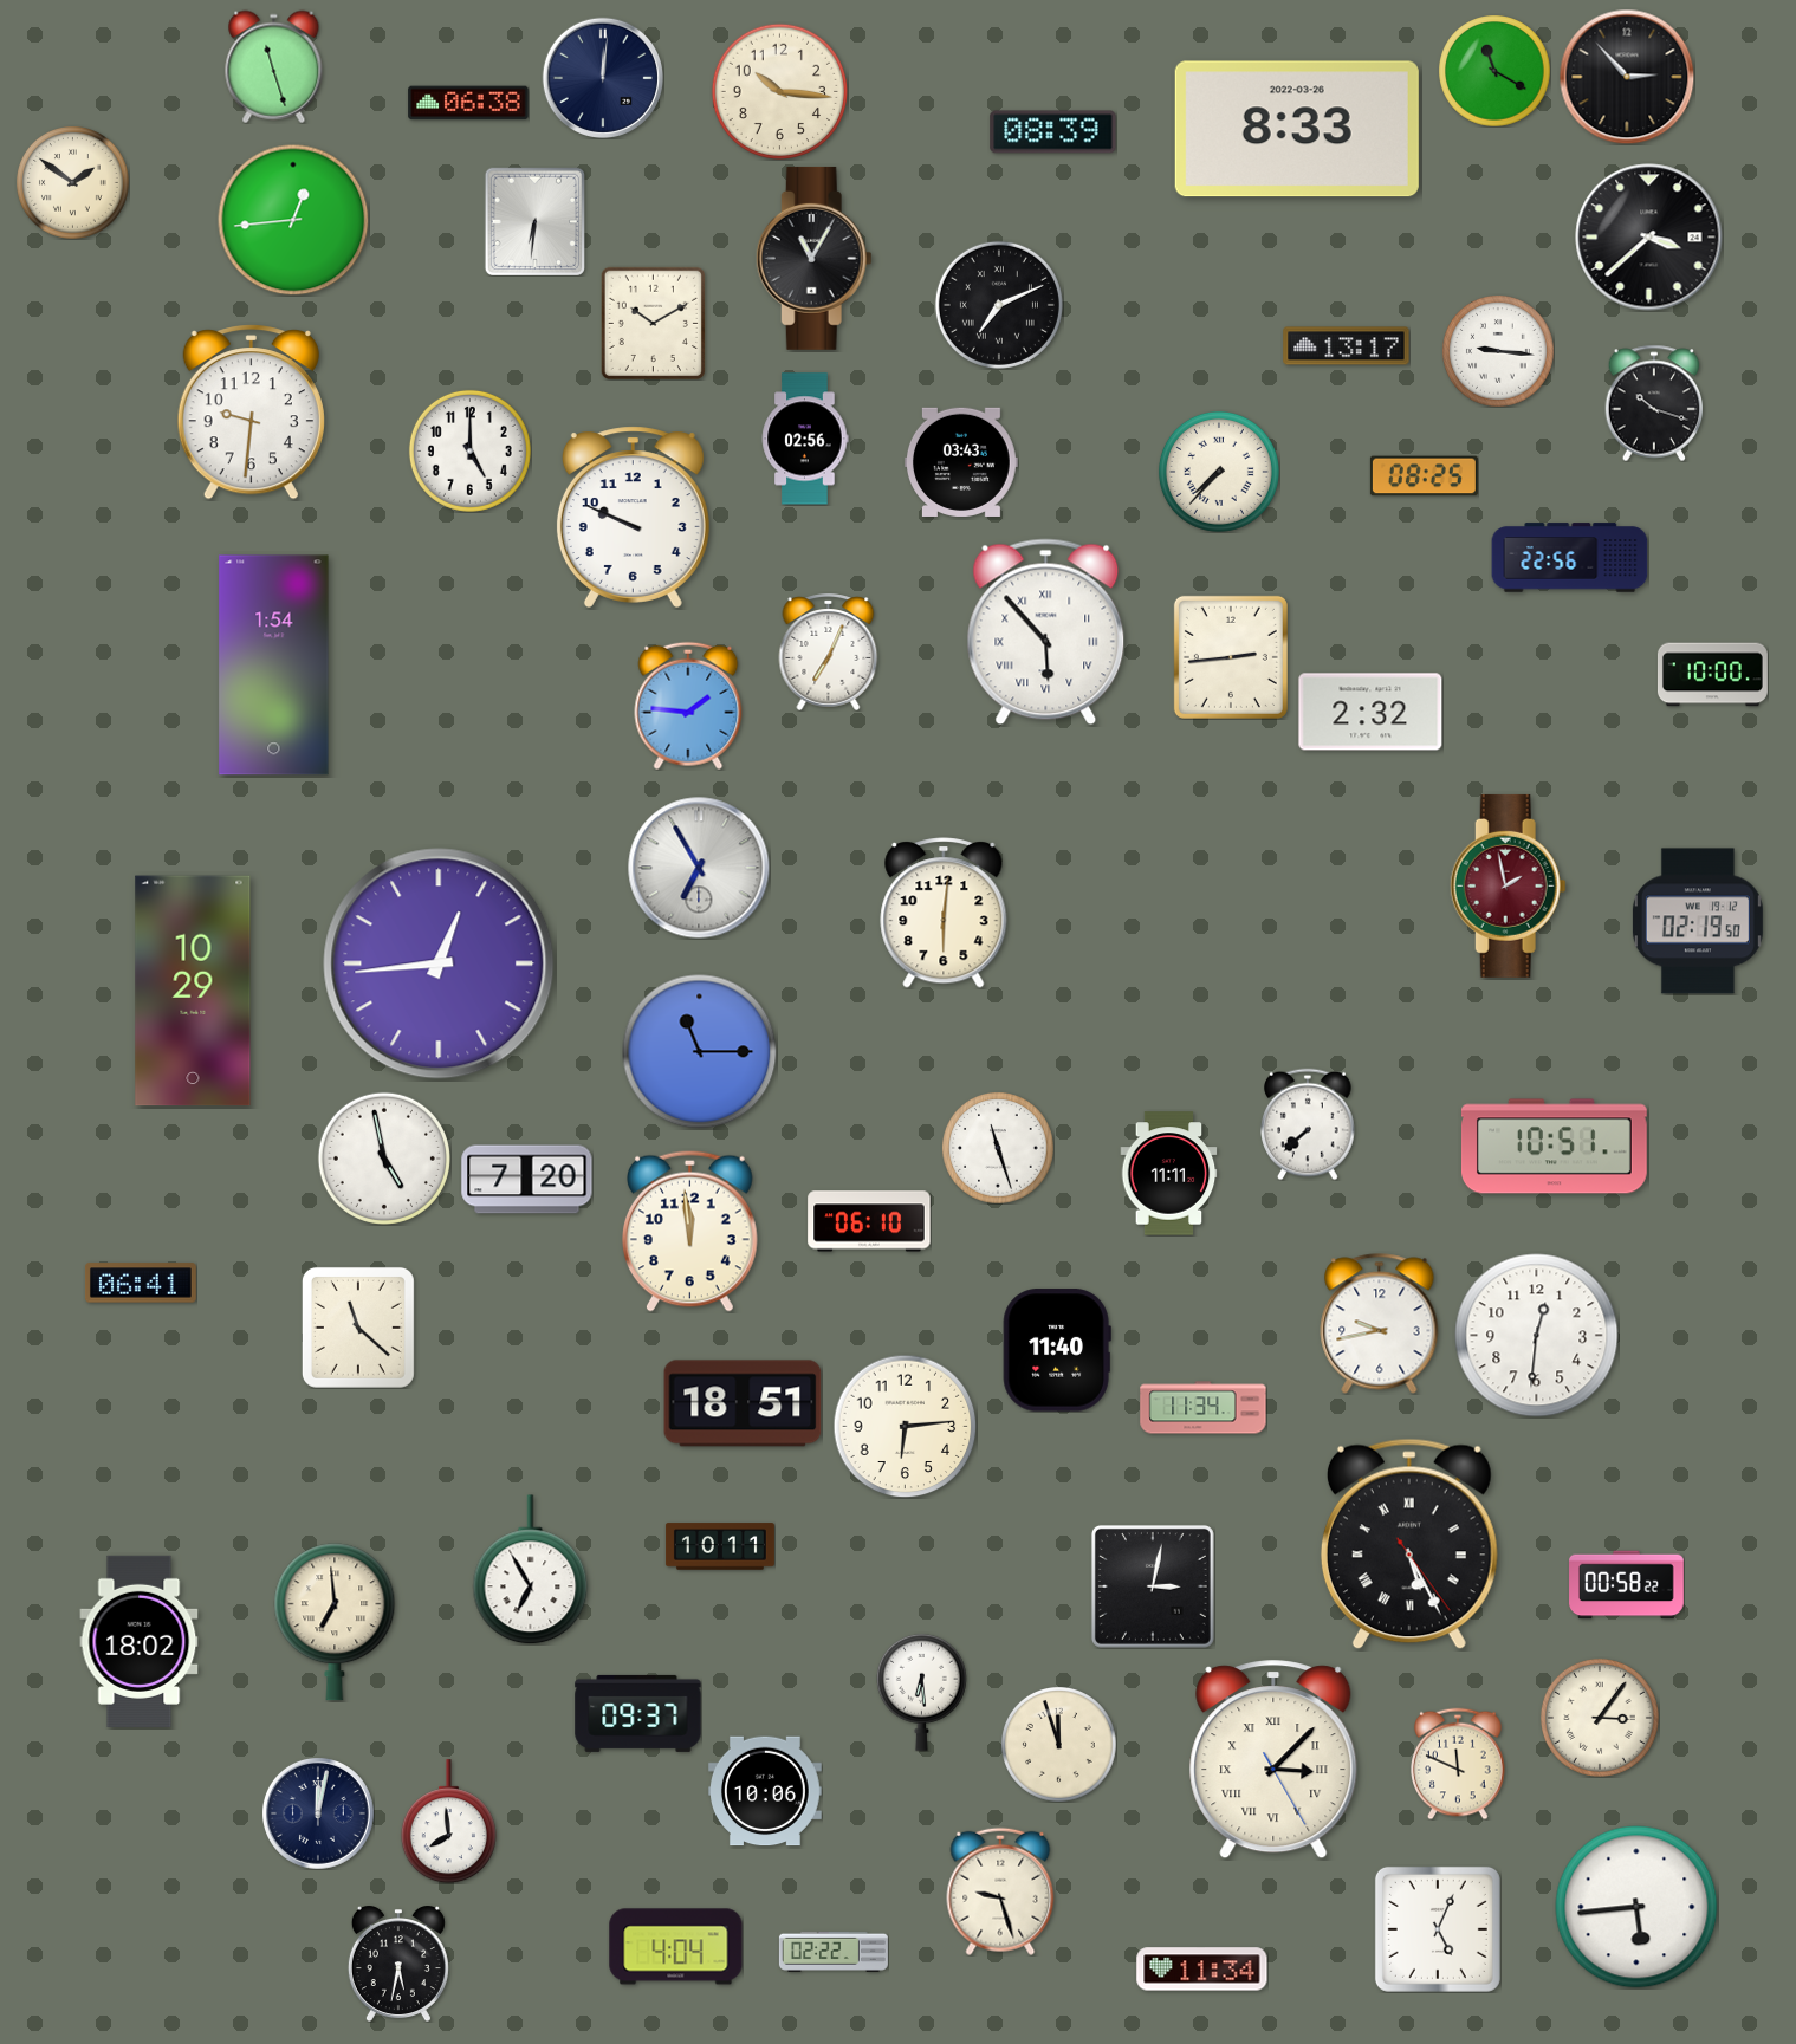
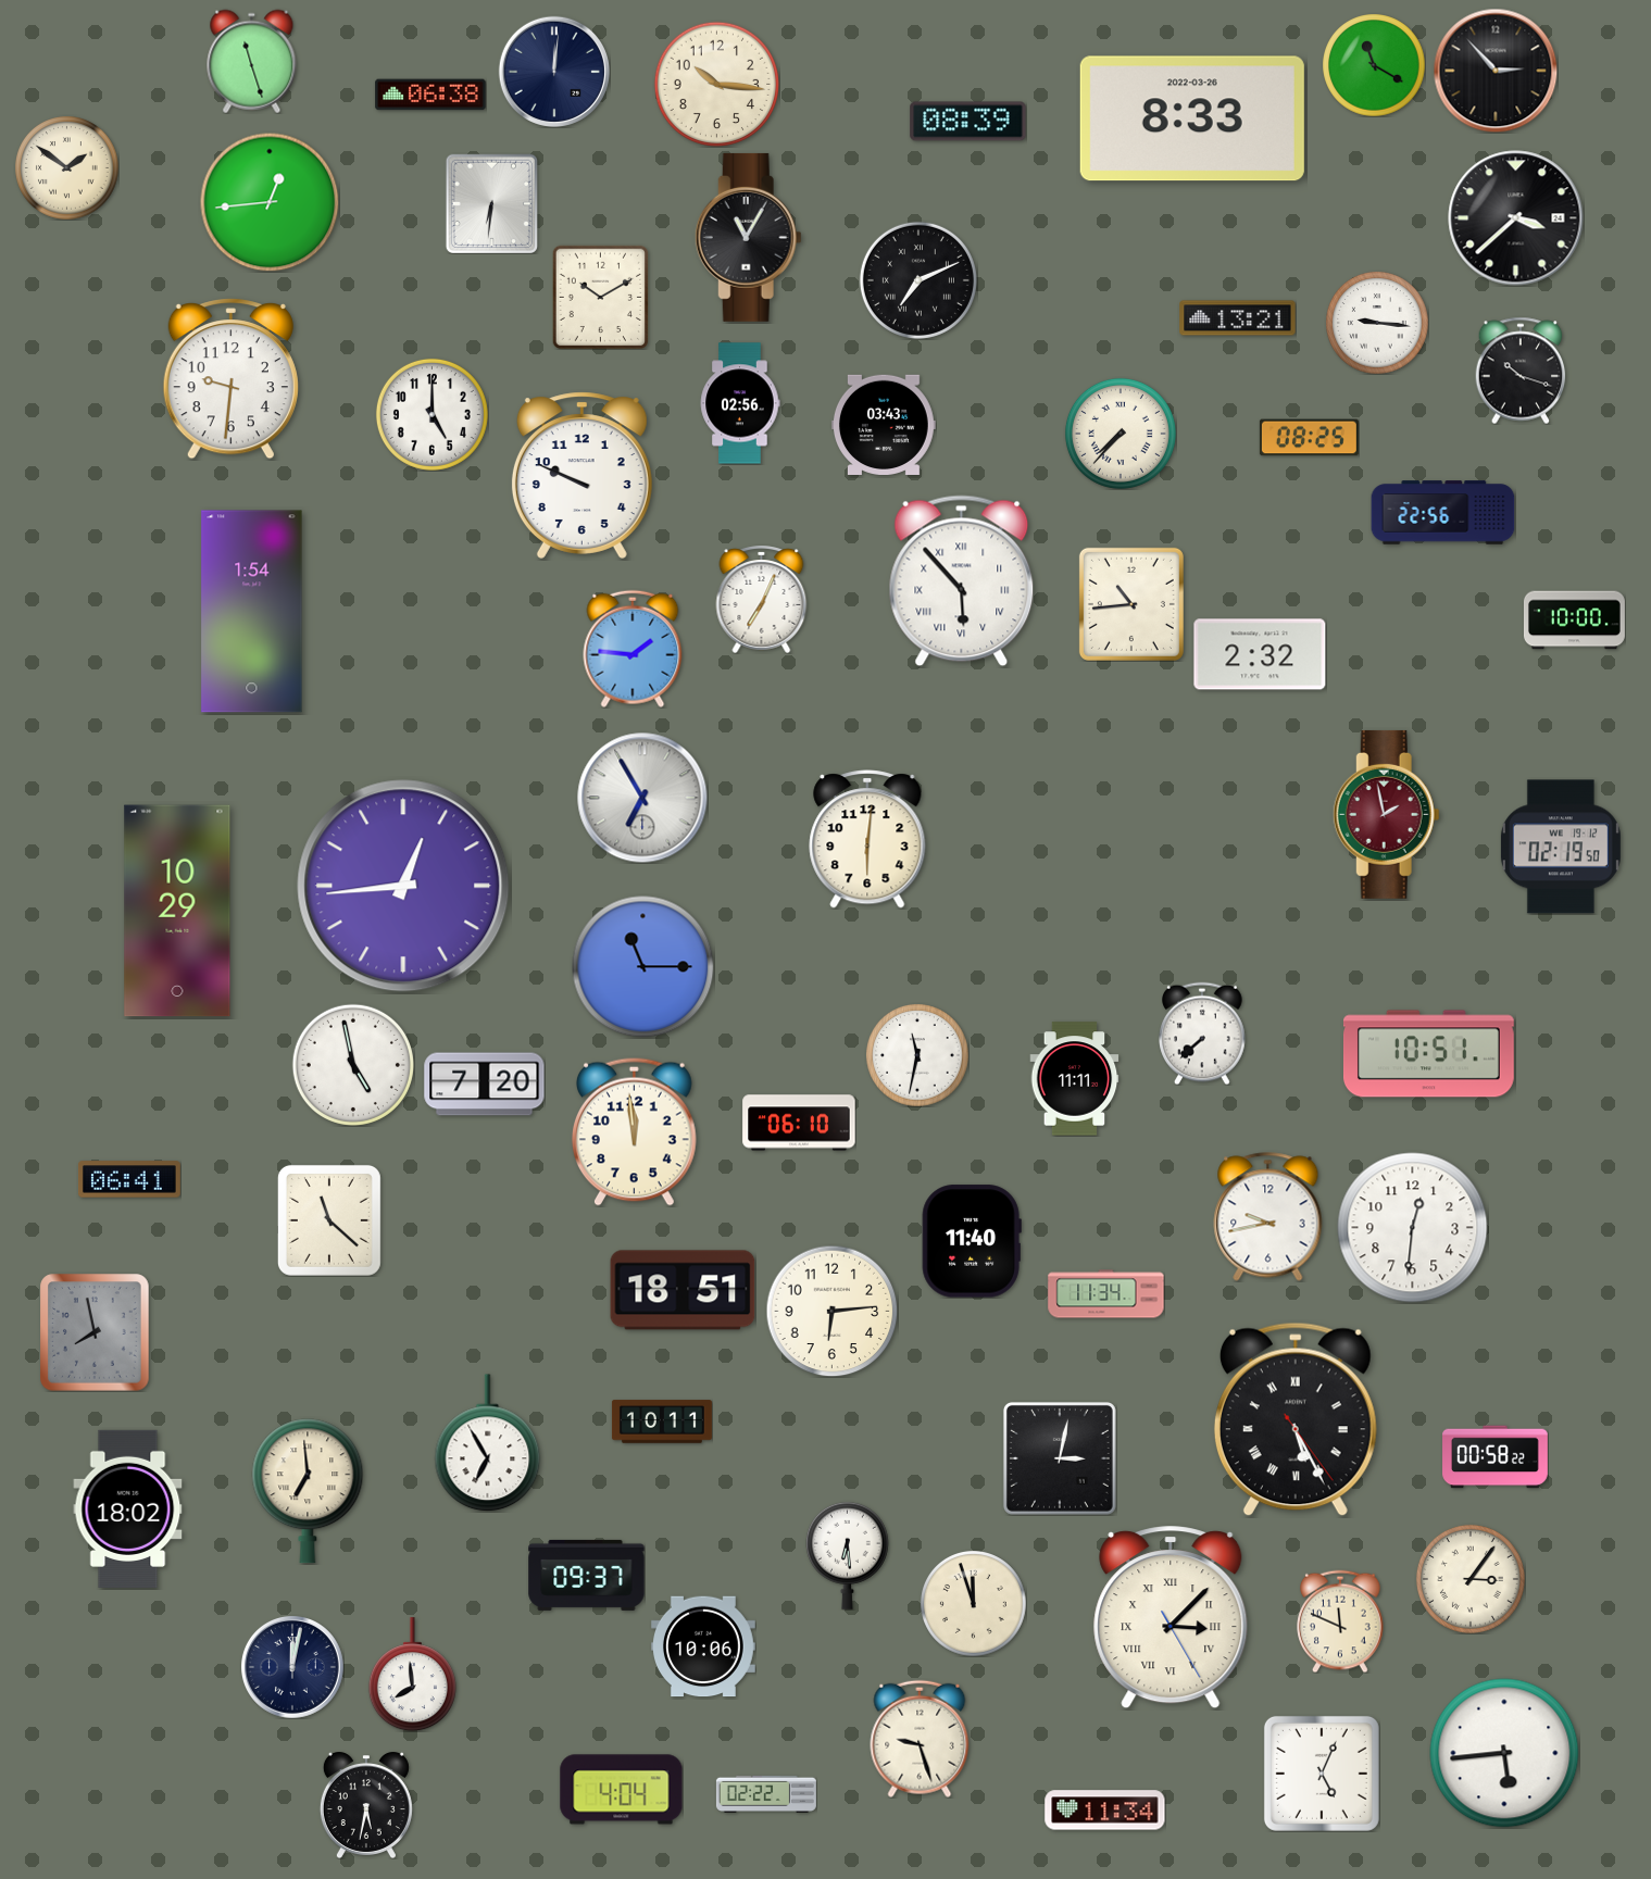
clock at (1347, 346): 13:17 -> 13:21
clock at (1231, 657): 2:44 -> 10:44
clock at (998, 1148): 11:27 -> 11:32
clock at (95, 1332): none -> 7:58
